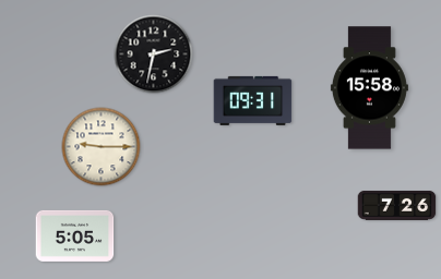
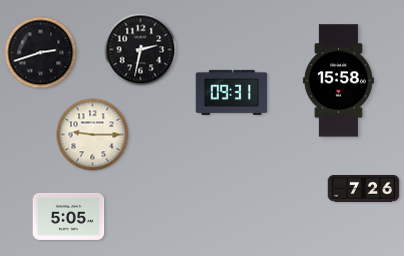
clock at (41, 53): none -> 2:42
